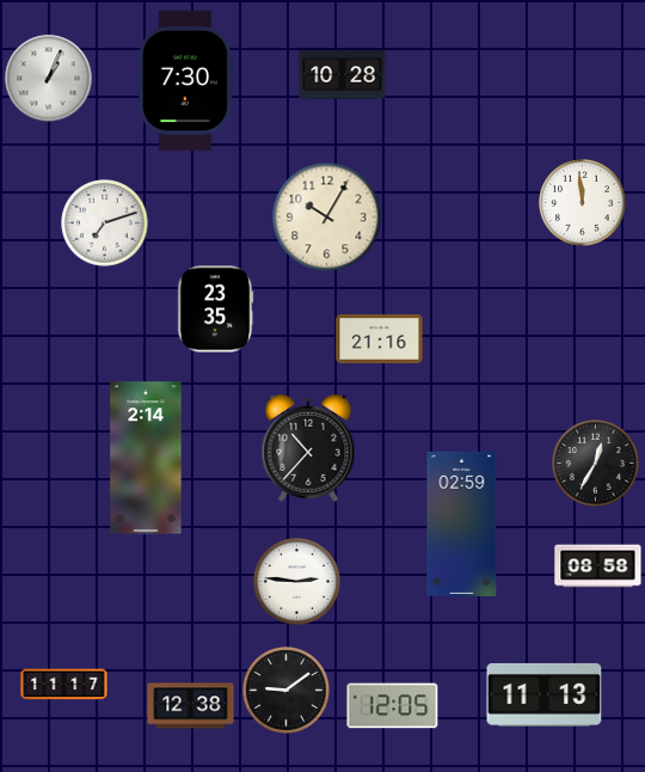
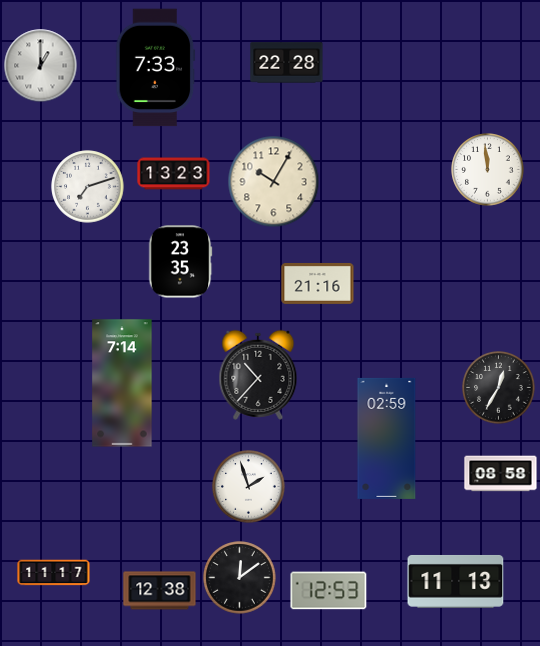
clock at (343, 75): 10:28 -> 22:28
clock at (49, 79): 1:04 -> 1:00
clock at (186, 81): 7:30 -> 7:33
clock at (174, 174): none -> 13:23
clock at (215, 310) position: (215, 310) -> (180, 262)
clock at (146, 458): 2:14 -> 7:14
clock at (297, 582): 2:46 -> 1:57
clock at (287, 691): 9:09 -> 12:09
clock at (393, 706): 12:05 -> 12:53
